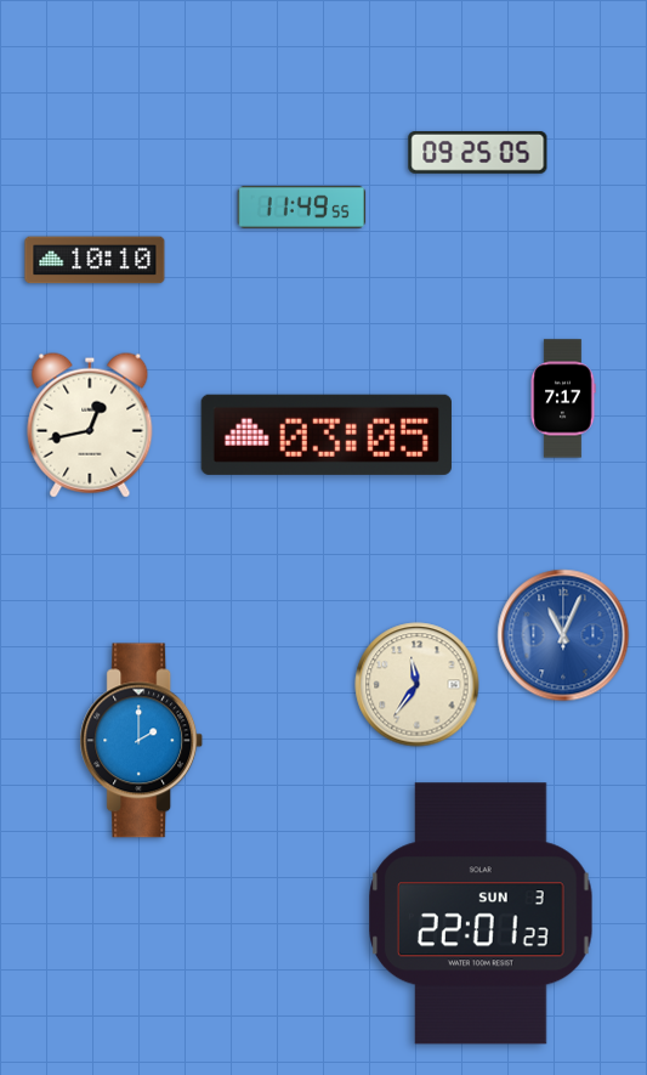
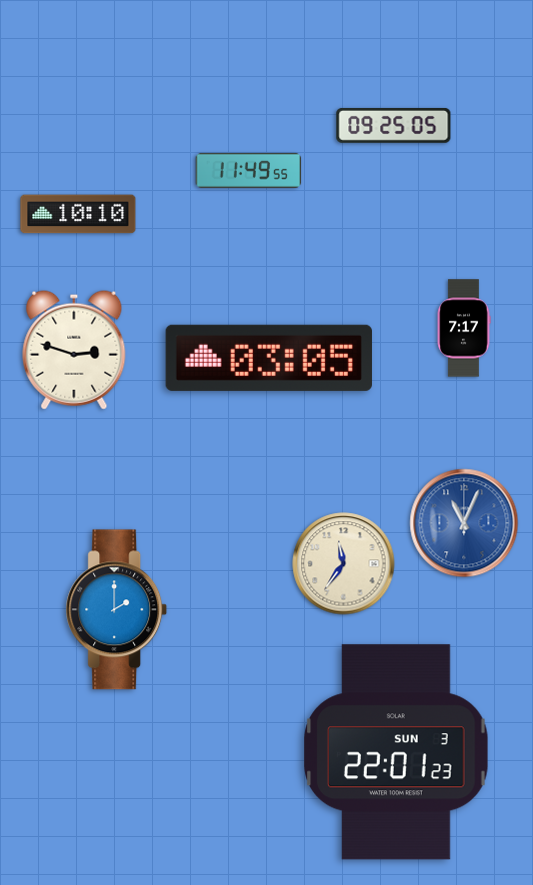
clock at (90, 425): 12:43 -> 2:48
